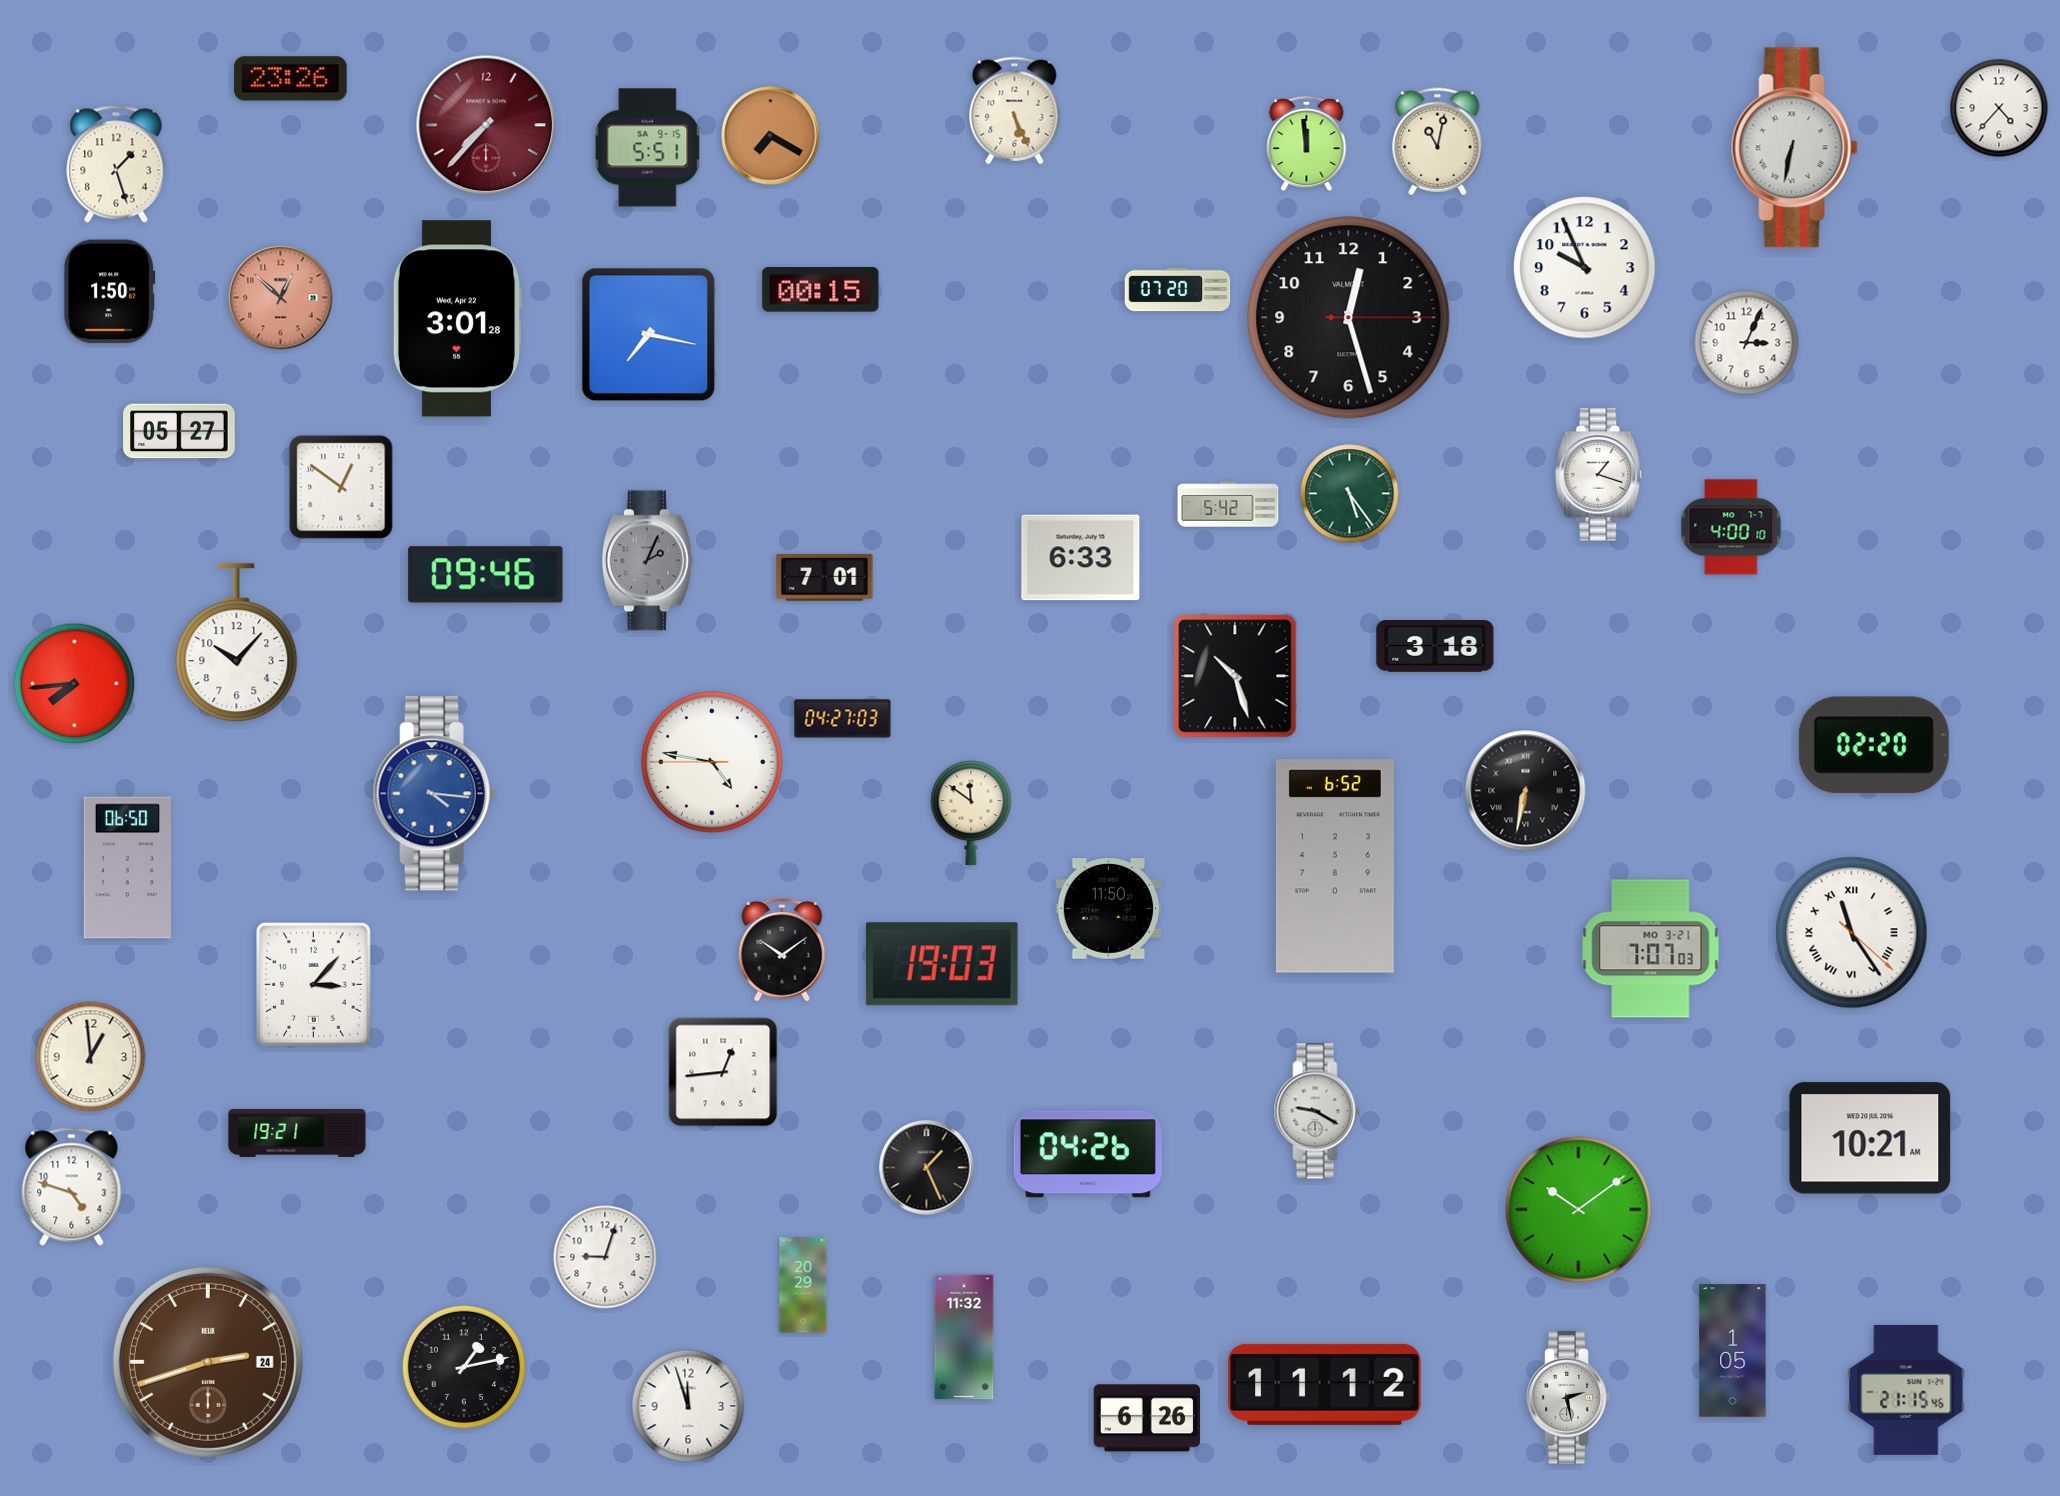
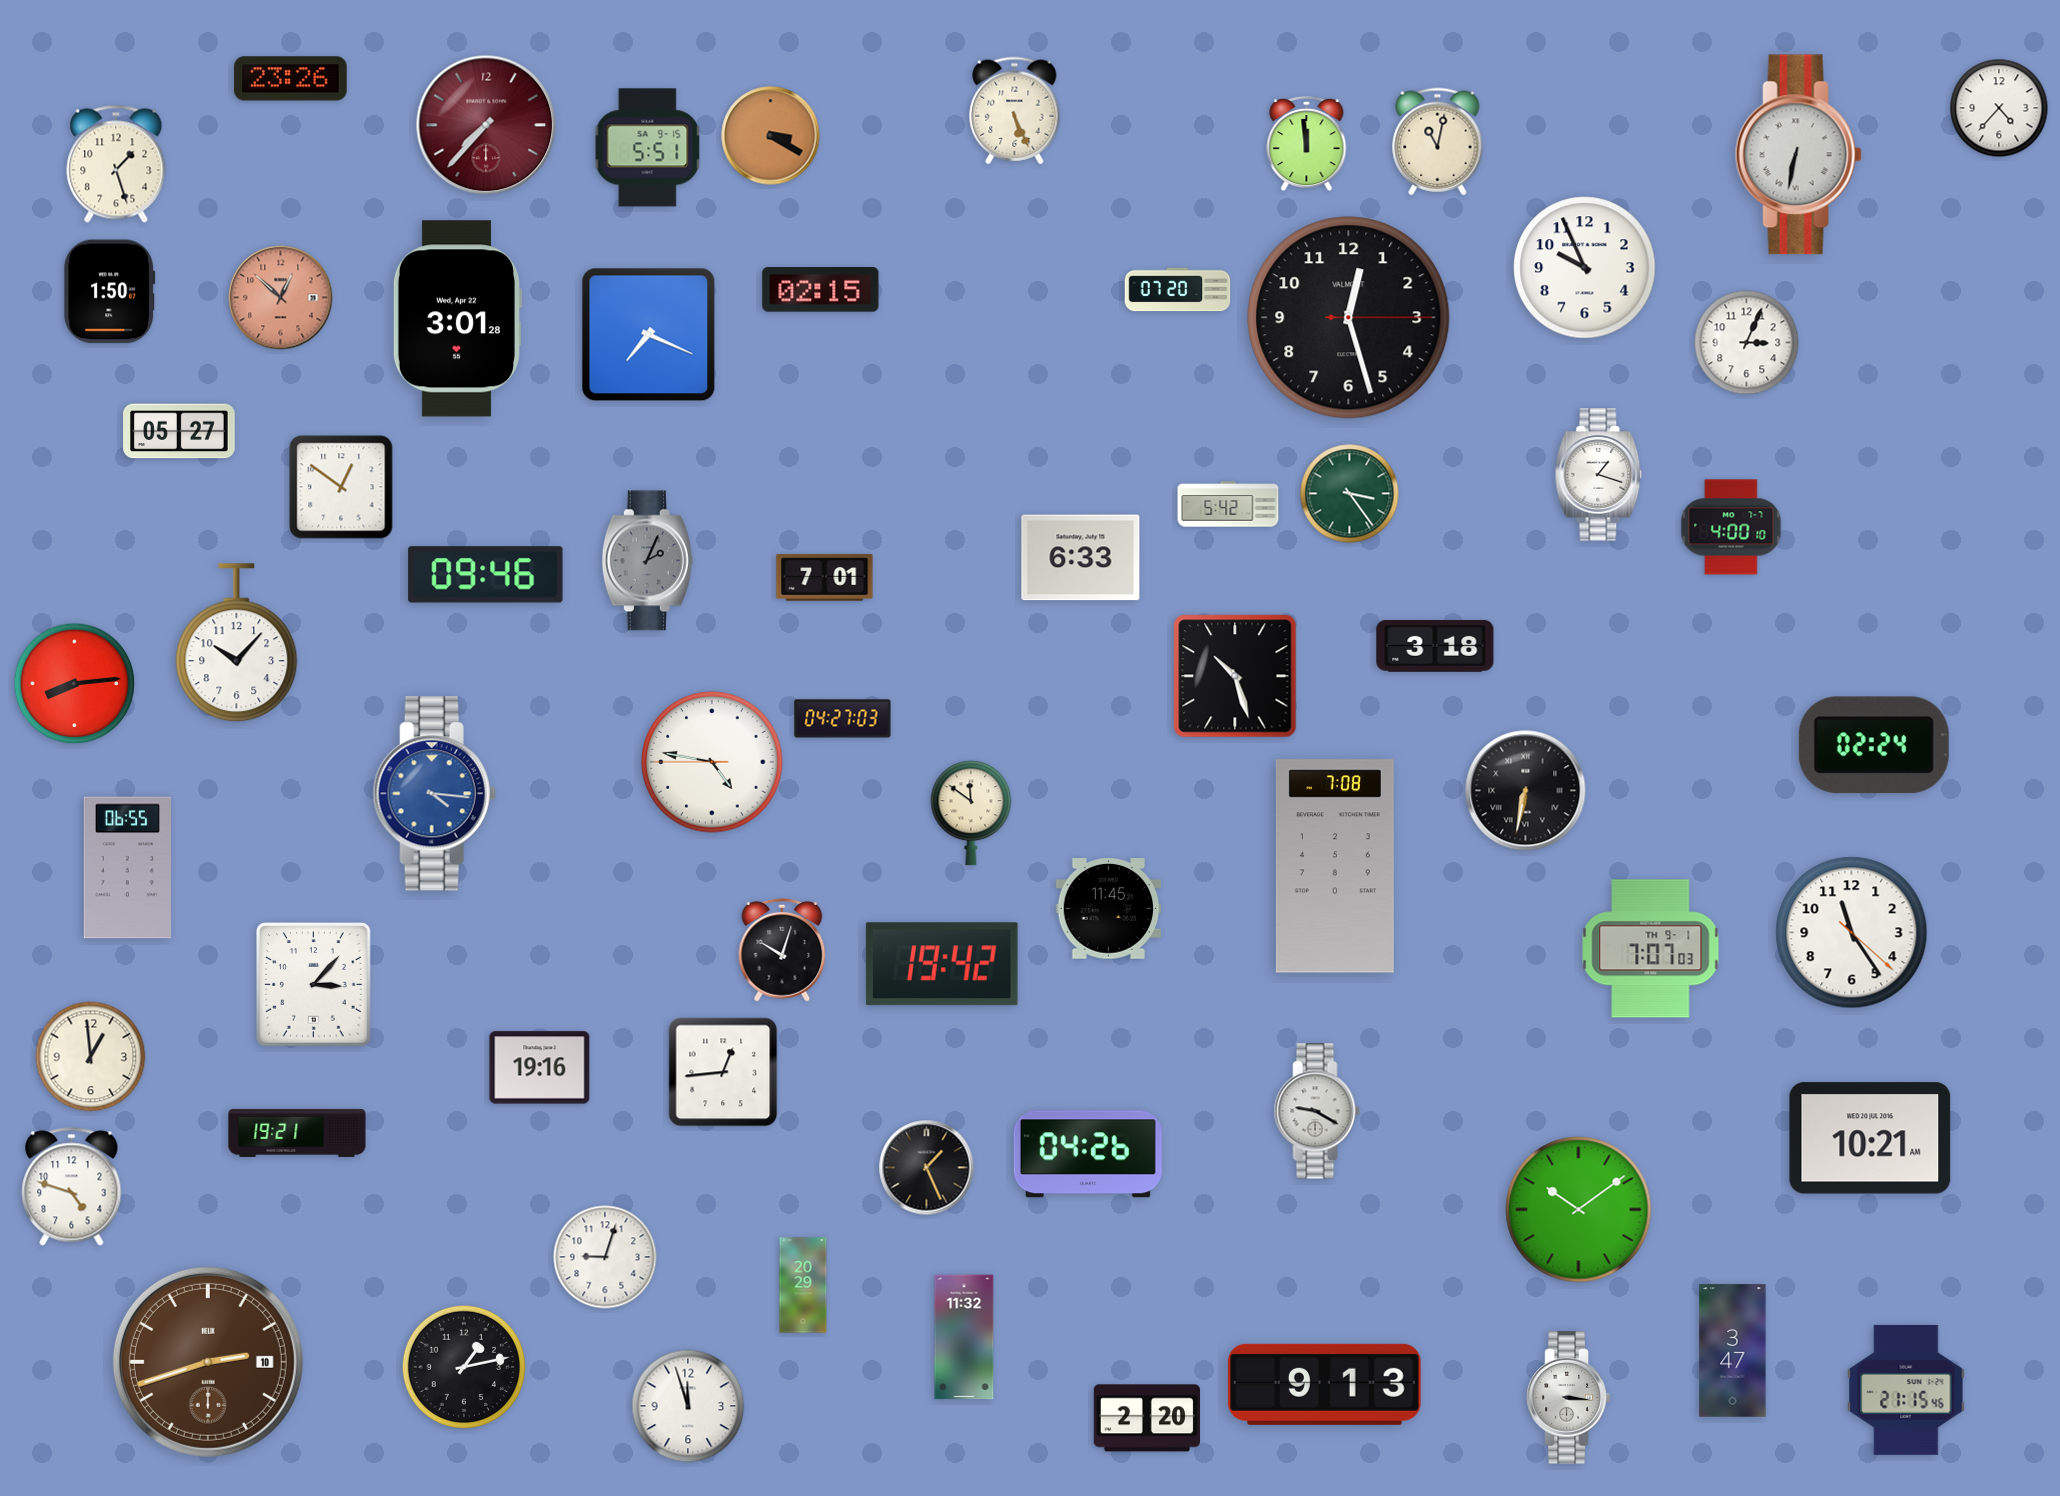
clock at (771, 136): 7:20 -> 3:20
clock at (1794, 148) position: (1794, 148) -> (1798, 155)
clock at (821, 290): 00:15 -> 02:15
clock at (649, 335): 7:17 -> 7:19
clock at (1350, 494): 5:24 -> 3:24
clock at (75, 684): 7:44 -> 8:14
clock at (1874, 745): 02:20 -> 02:24
clock at (1335, 866): 6:52 -> 7:08
clock at (127, 868): 06:50 -> 06:55
clock at (1109, 909): 11:50 -> 11:45
clock at (1852, 933) numerals: Roman -> Arabic
clock at (1651, 949) date: MO 3-21 -> TH 9-1
clock at (782, 950): 10:09 -> 10:03
clock at (942, 964): 19:03 -> 19:42
clock at (540, 1068): none -> 19:16
clock at (1733, 1351): 1:05 -> 3:47
clock at (208, 1362) date: 24 -> 10
clock at (1325, 1384): 11:12 -> 9:13
clock at (1569, 1398): 2:28 -> 3:16
clock at (1146, 1418): 6:26 -> 2:20
